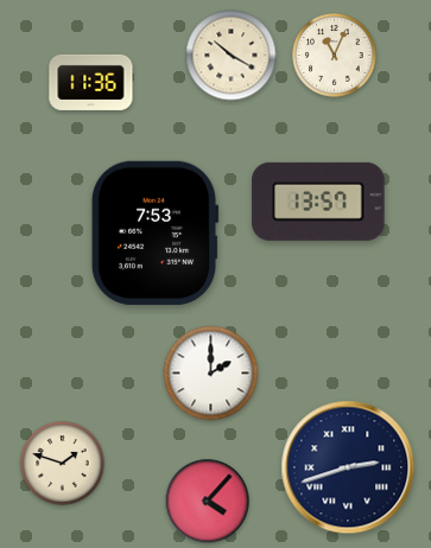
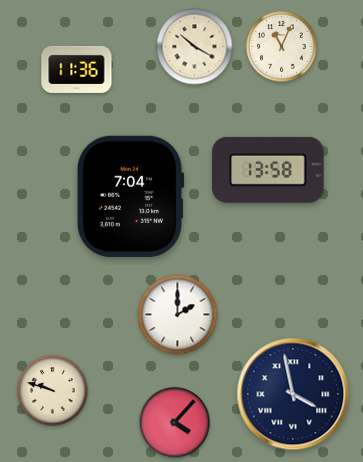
clock at (318, 202): 13:57 -> 13:58
clock at (154, 232): 7:53 -> 7:04
clock at (63, 464): 1:48 -> 9:48
clock at (348, 467): 2:42 -> 3:58
